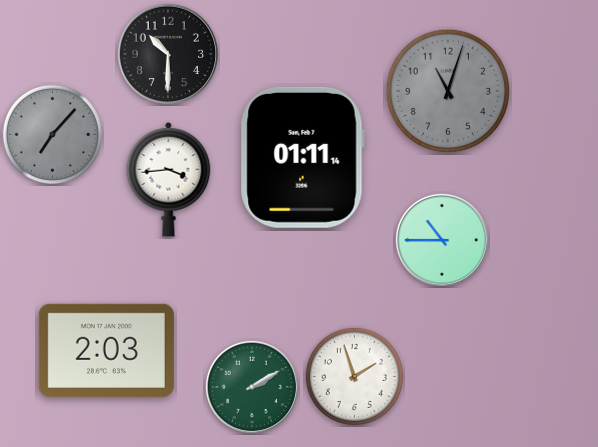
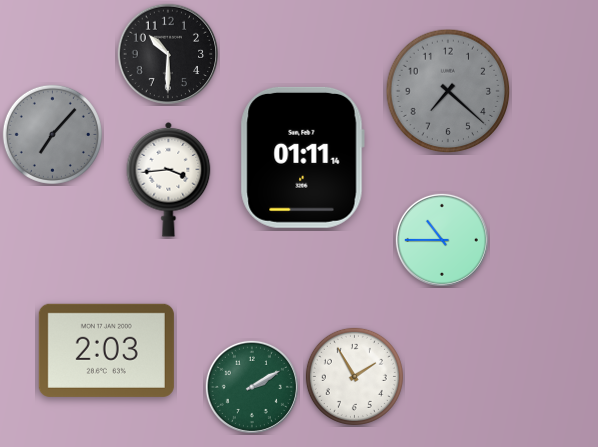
clock at (448, 91): 11:03 -> 7:22
clock at (354, 376): 1:57 -> 1:55
